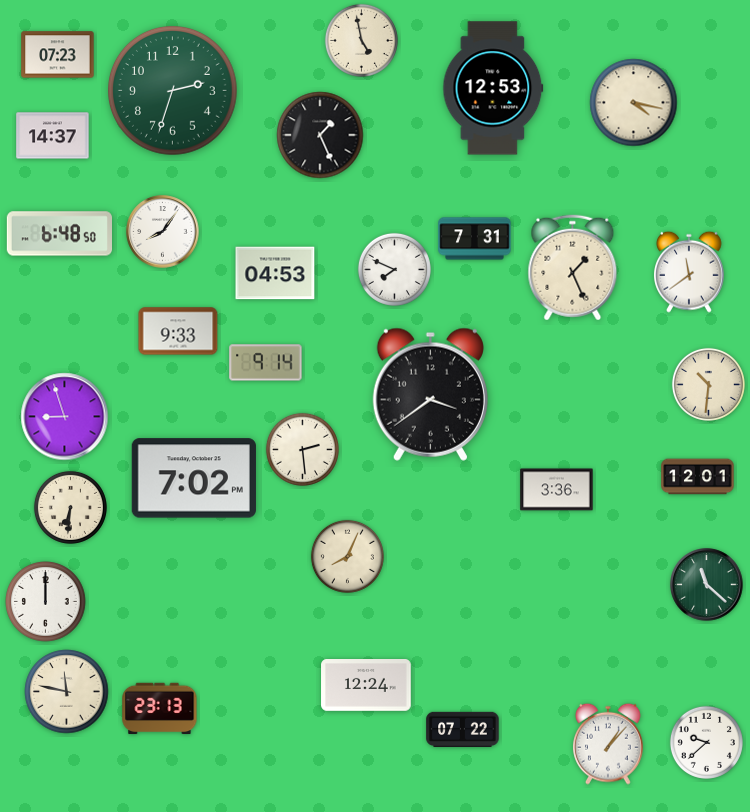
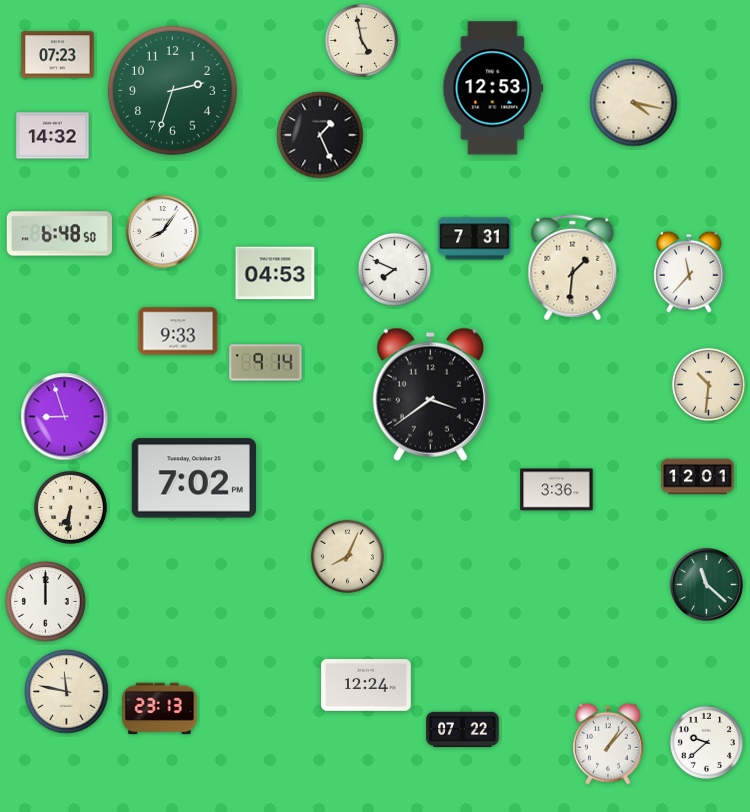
clock at (53, 136): 14:37 -> 14:32
clock at (573, 268): 1:26 -> 1:31
clock at (690, 272): 11:39 -> 11:37
clock at (302, 449): 2:29 -> none
